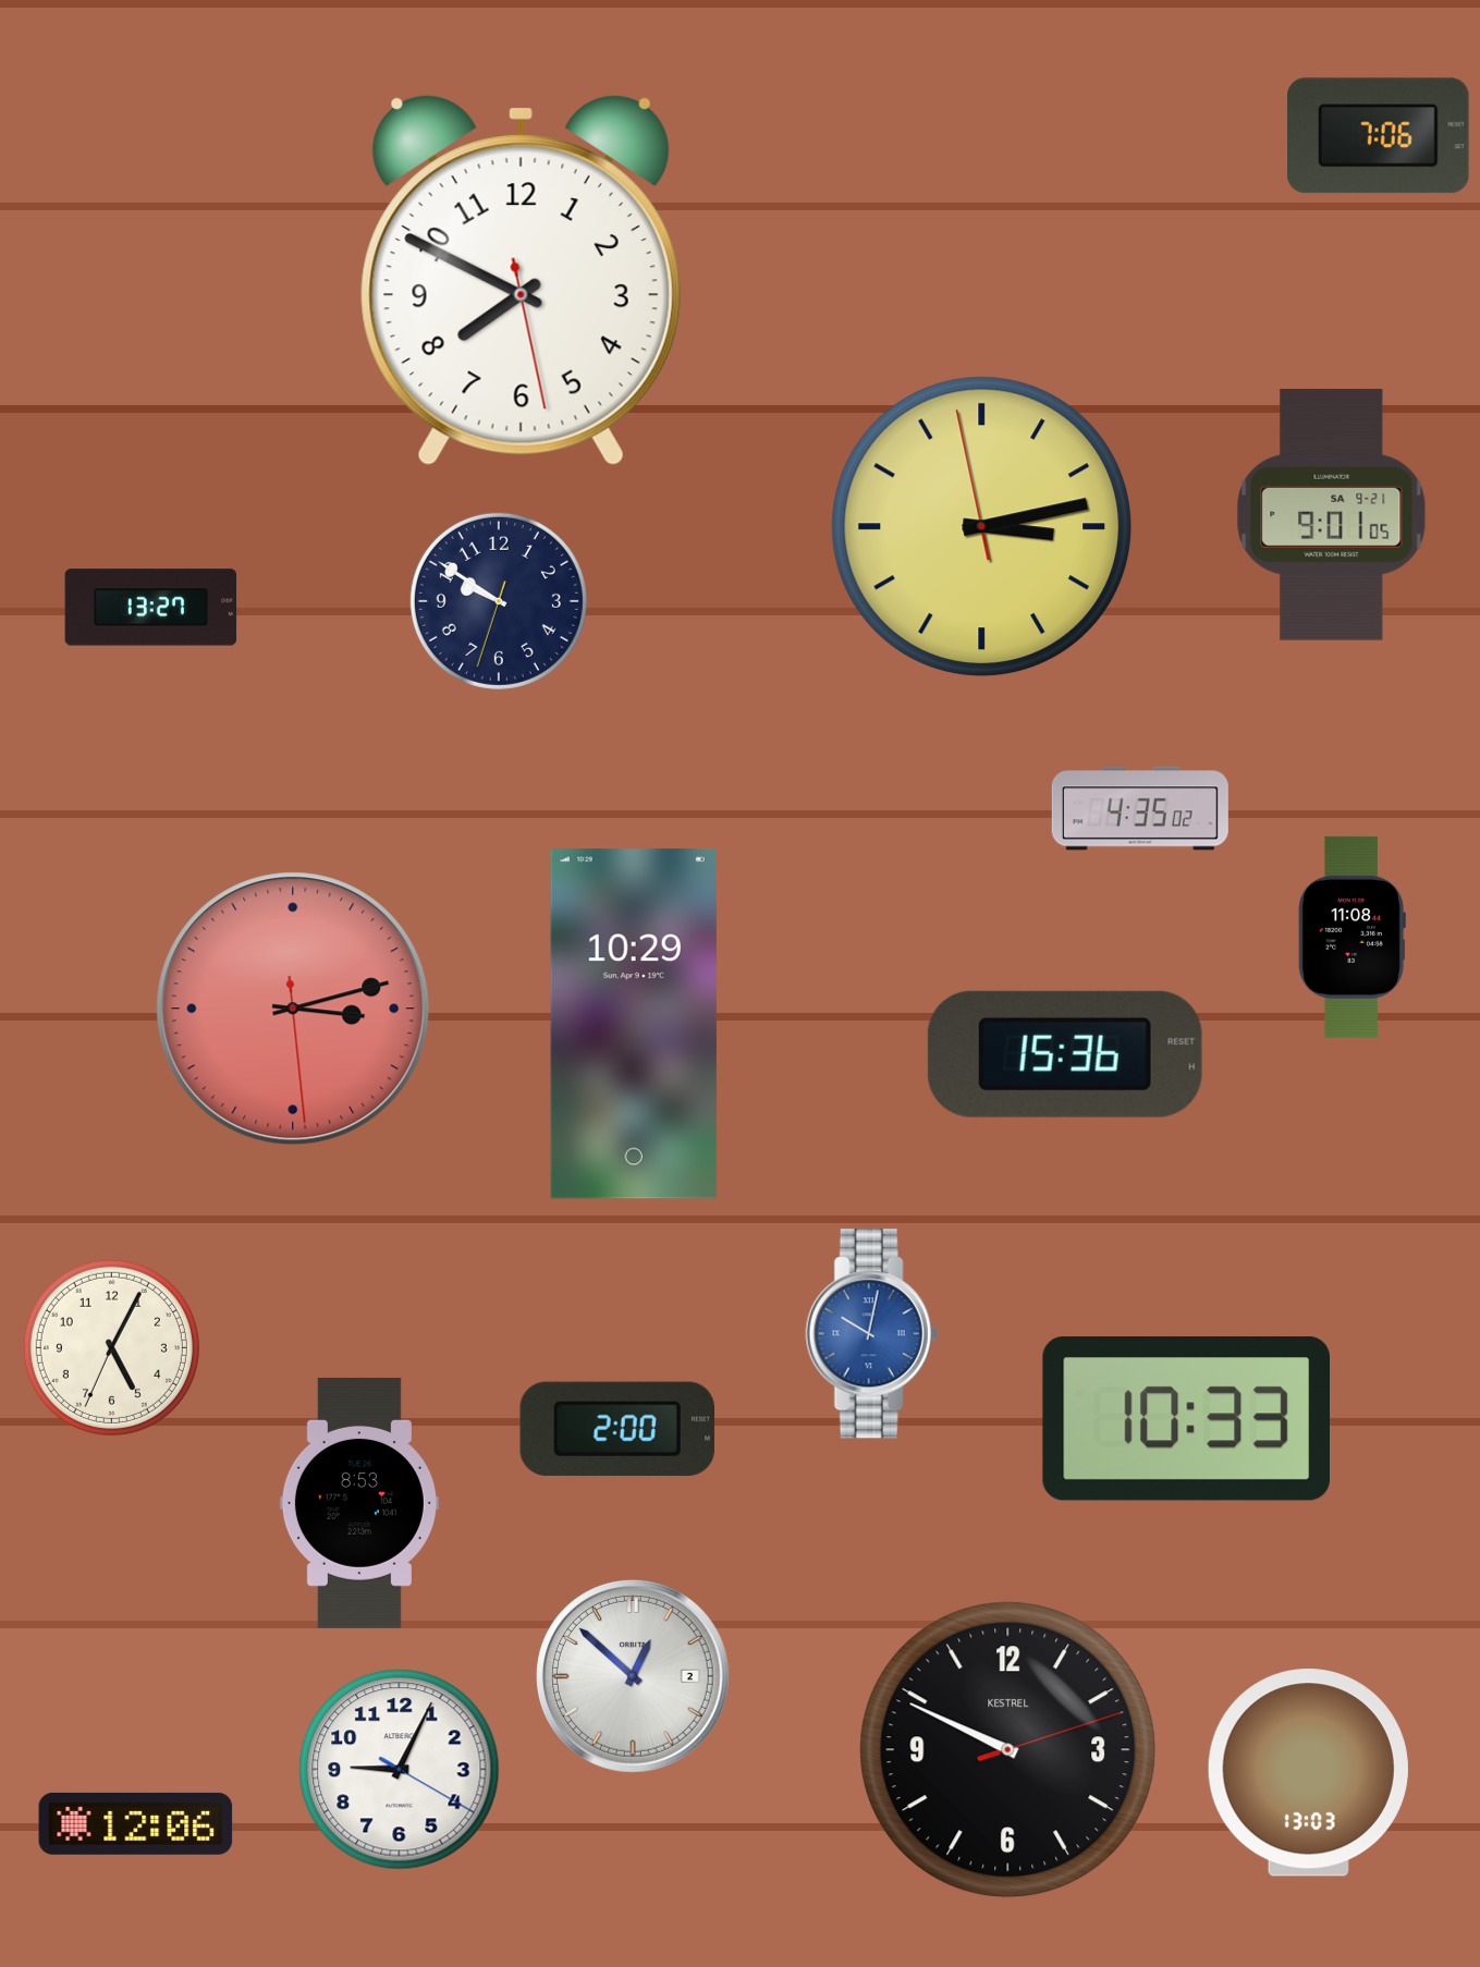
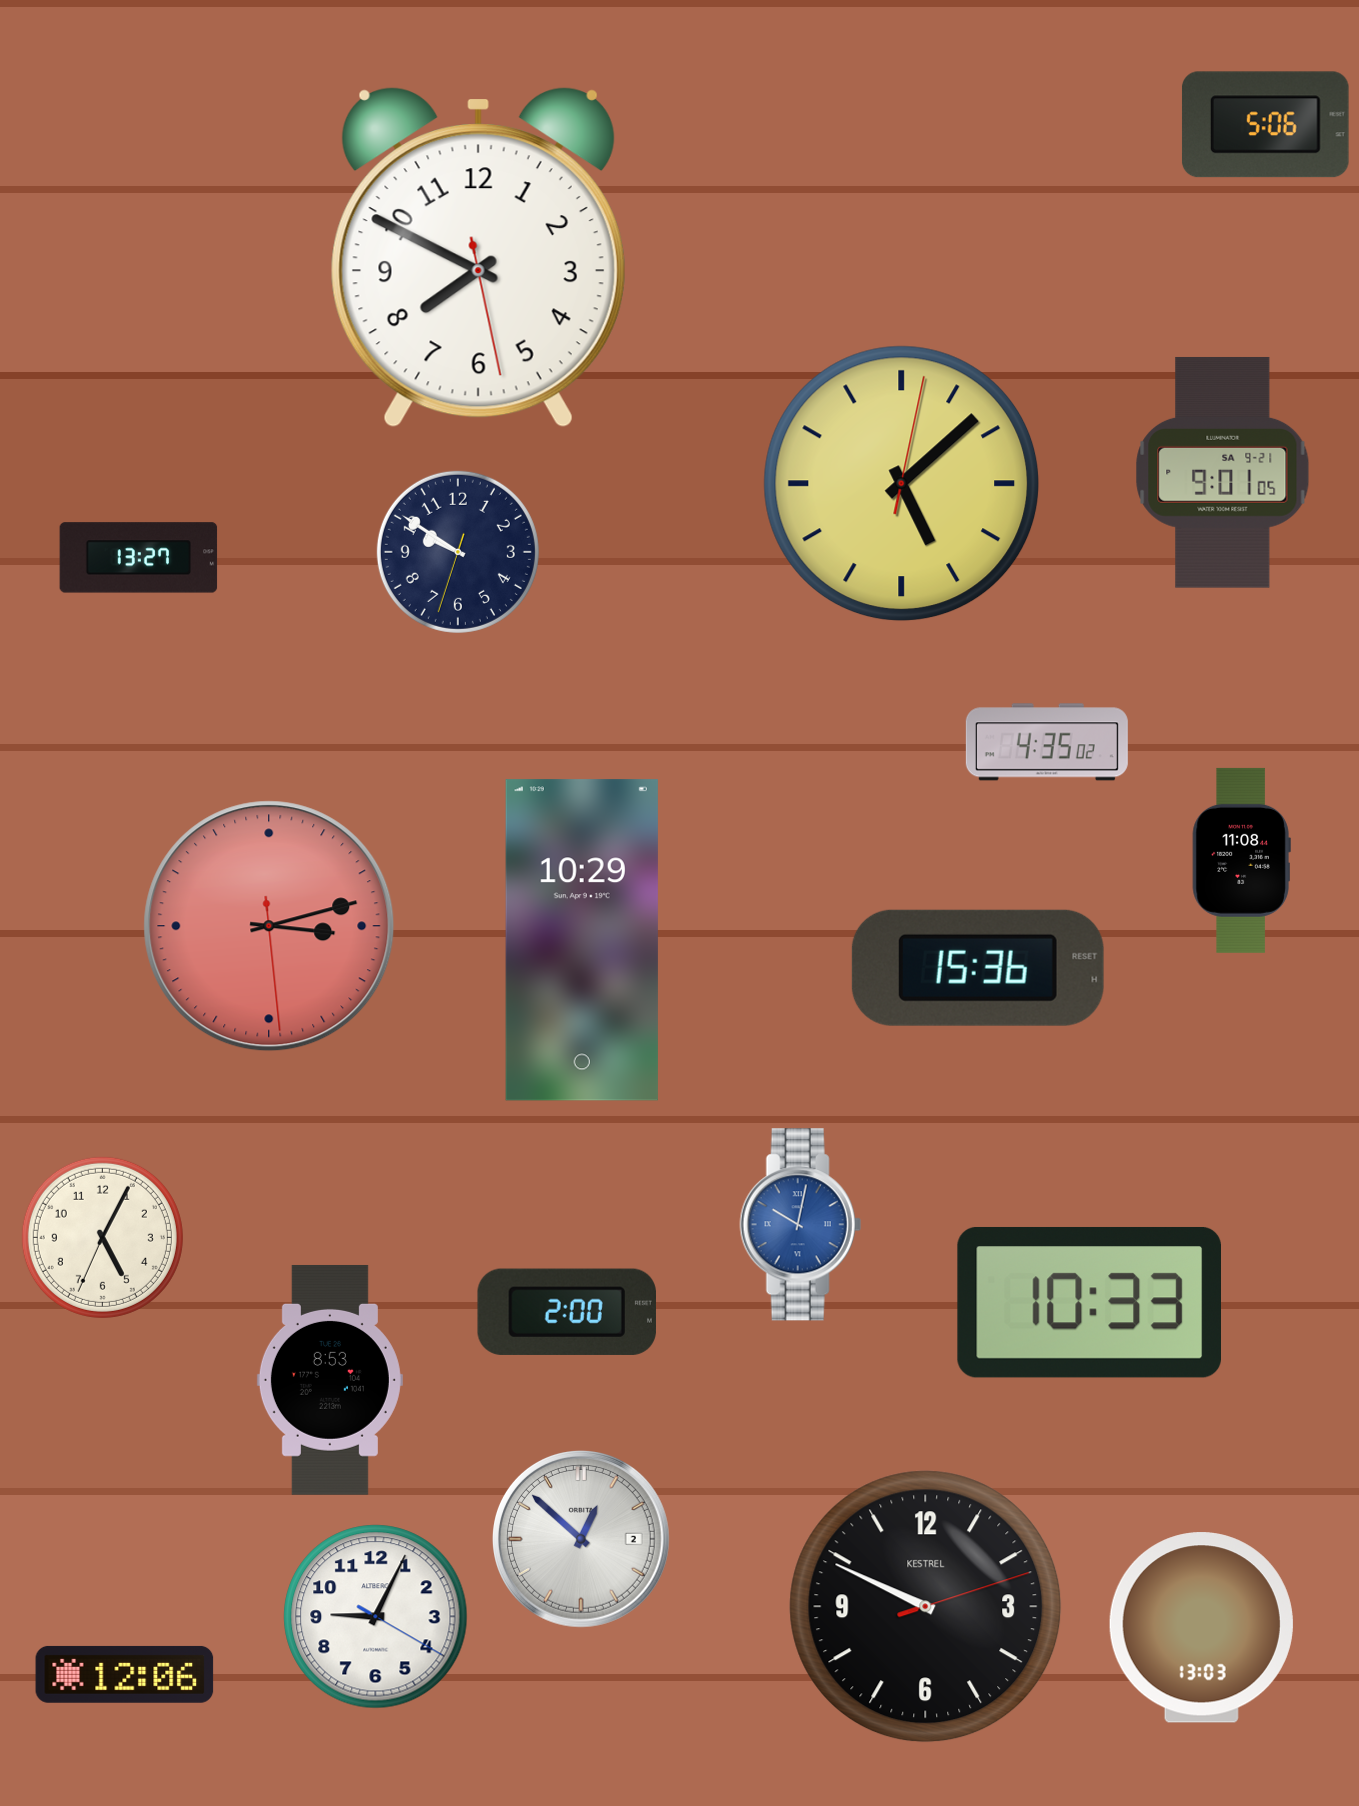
clock at (1378, 136): 7:06 -> 5:06
clock at (982, 527): 3:12 -> 5:08
clock at (400, 1770) position: (400, 1770) -> (376, 1617)
